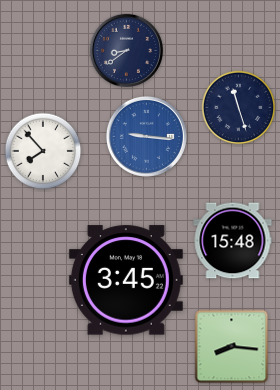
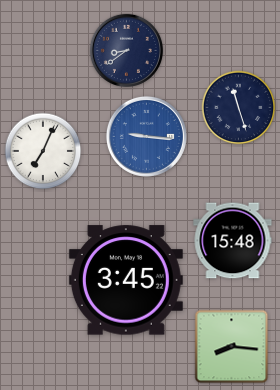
clock at (43, 151): 7:53 -> 7:04
